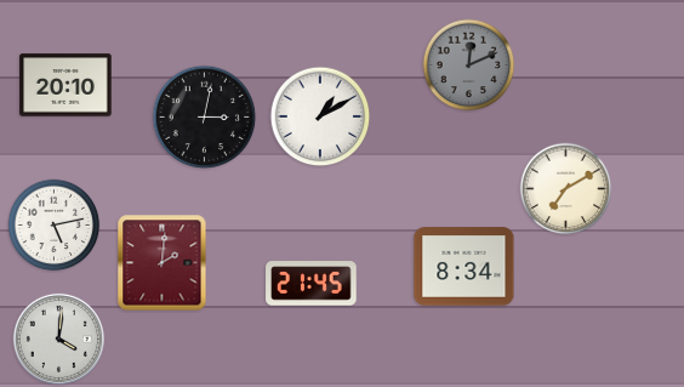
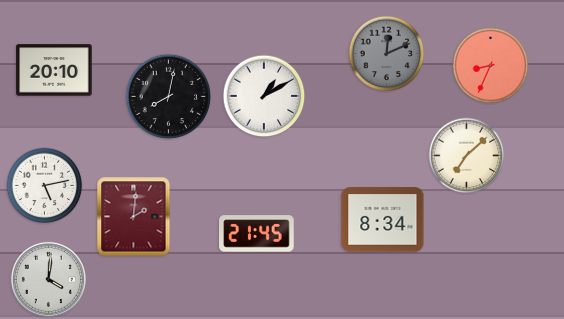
clock at (491, 66): none -> 8:34
clock at (205, 118): 3:02 -> 8:02
clock at (566, 189): 7:10 -> 7:08
